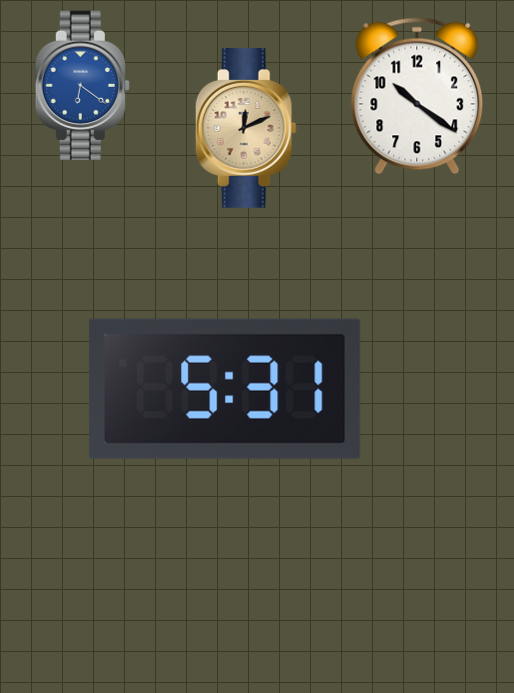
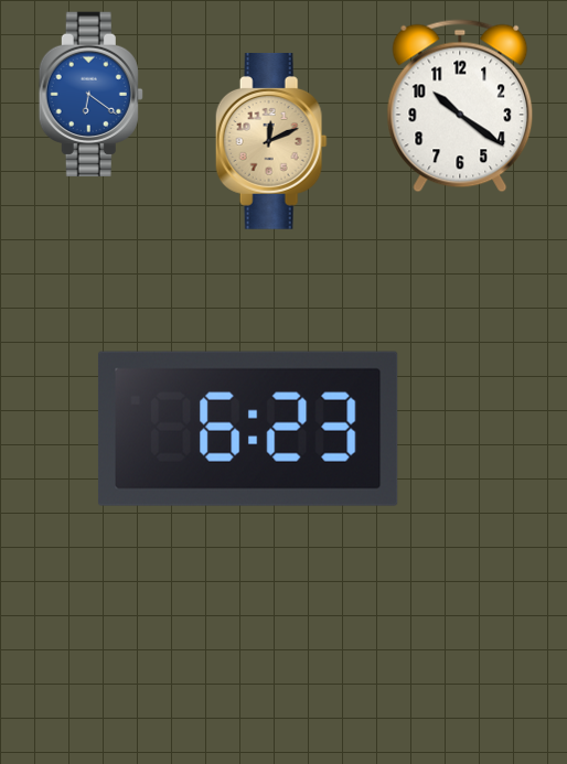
clock at (225, 389): 5:31 -> 6:23
